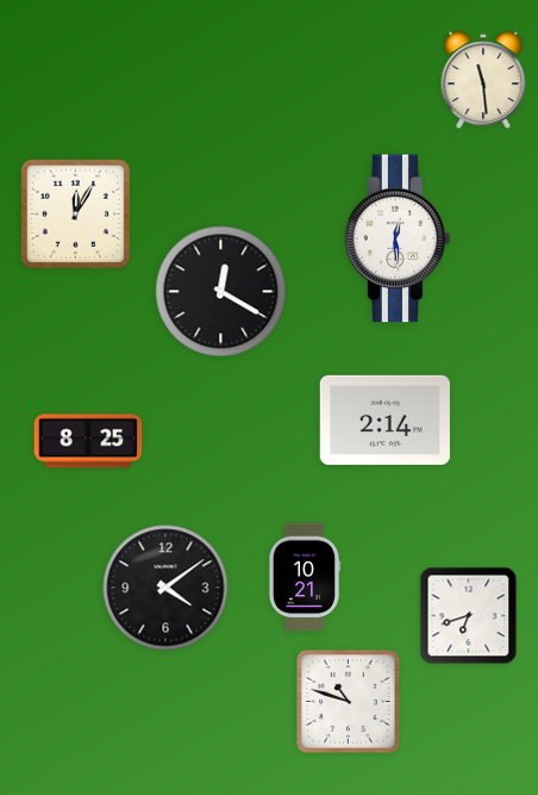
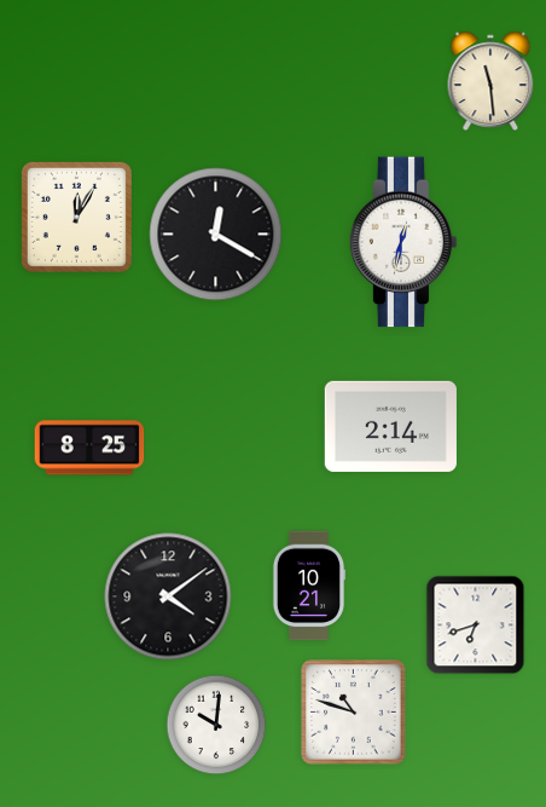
clock at (398, 238): 12:29 -> 12:32
clock at (221, 292) position: (221, 292) -> (216, 235)
clock at (216, 725): none -> 10:01
